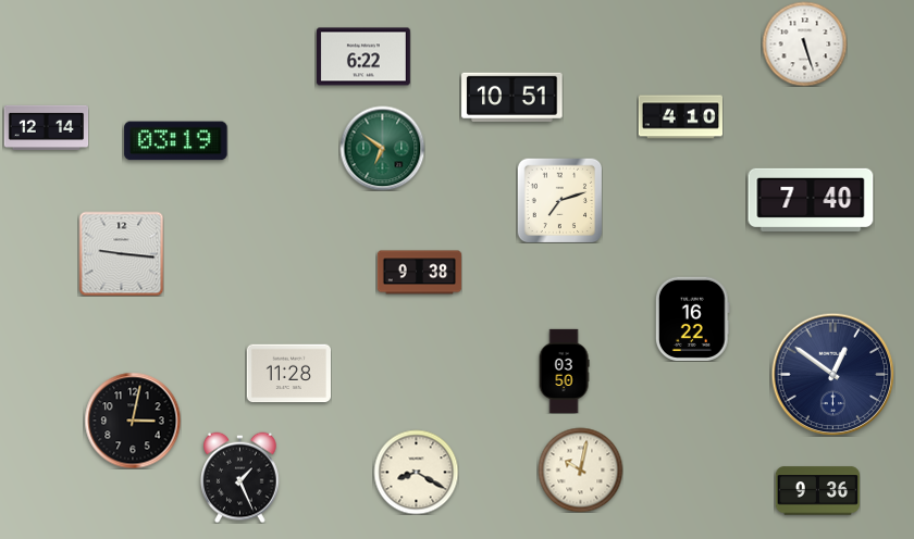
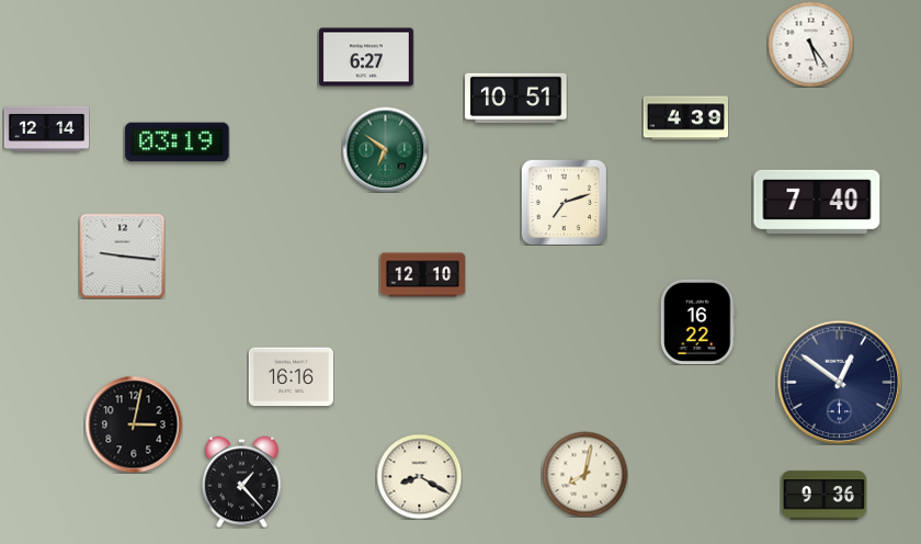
clock at (804, 43): 5:27 -> 5:24
clock at (363, 57): 6:22 -> 6:27
clock at (680, 117): 4:10 -> 4:39
clock at (419, 273): 9:38 -> 12:10
clock at (564, 371): 03:50 -> none
clock at (288, 374): 11:28 -> 16:16
clock at (832, 374) position: (832, 374) -> (839, 382)
clock at (580, 469): 10:02 -> 8:02
clock at (240, 477): 1:26 -> 1:23
